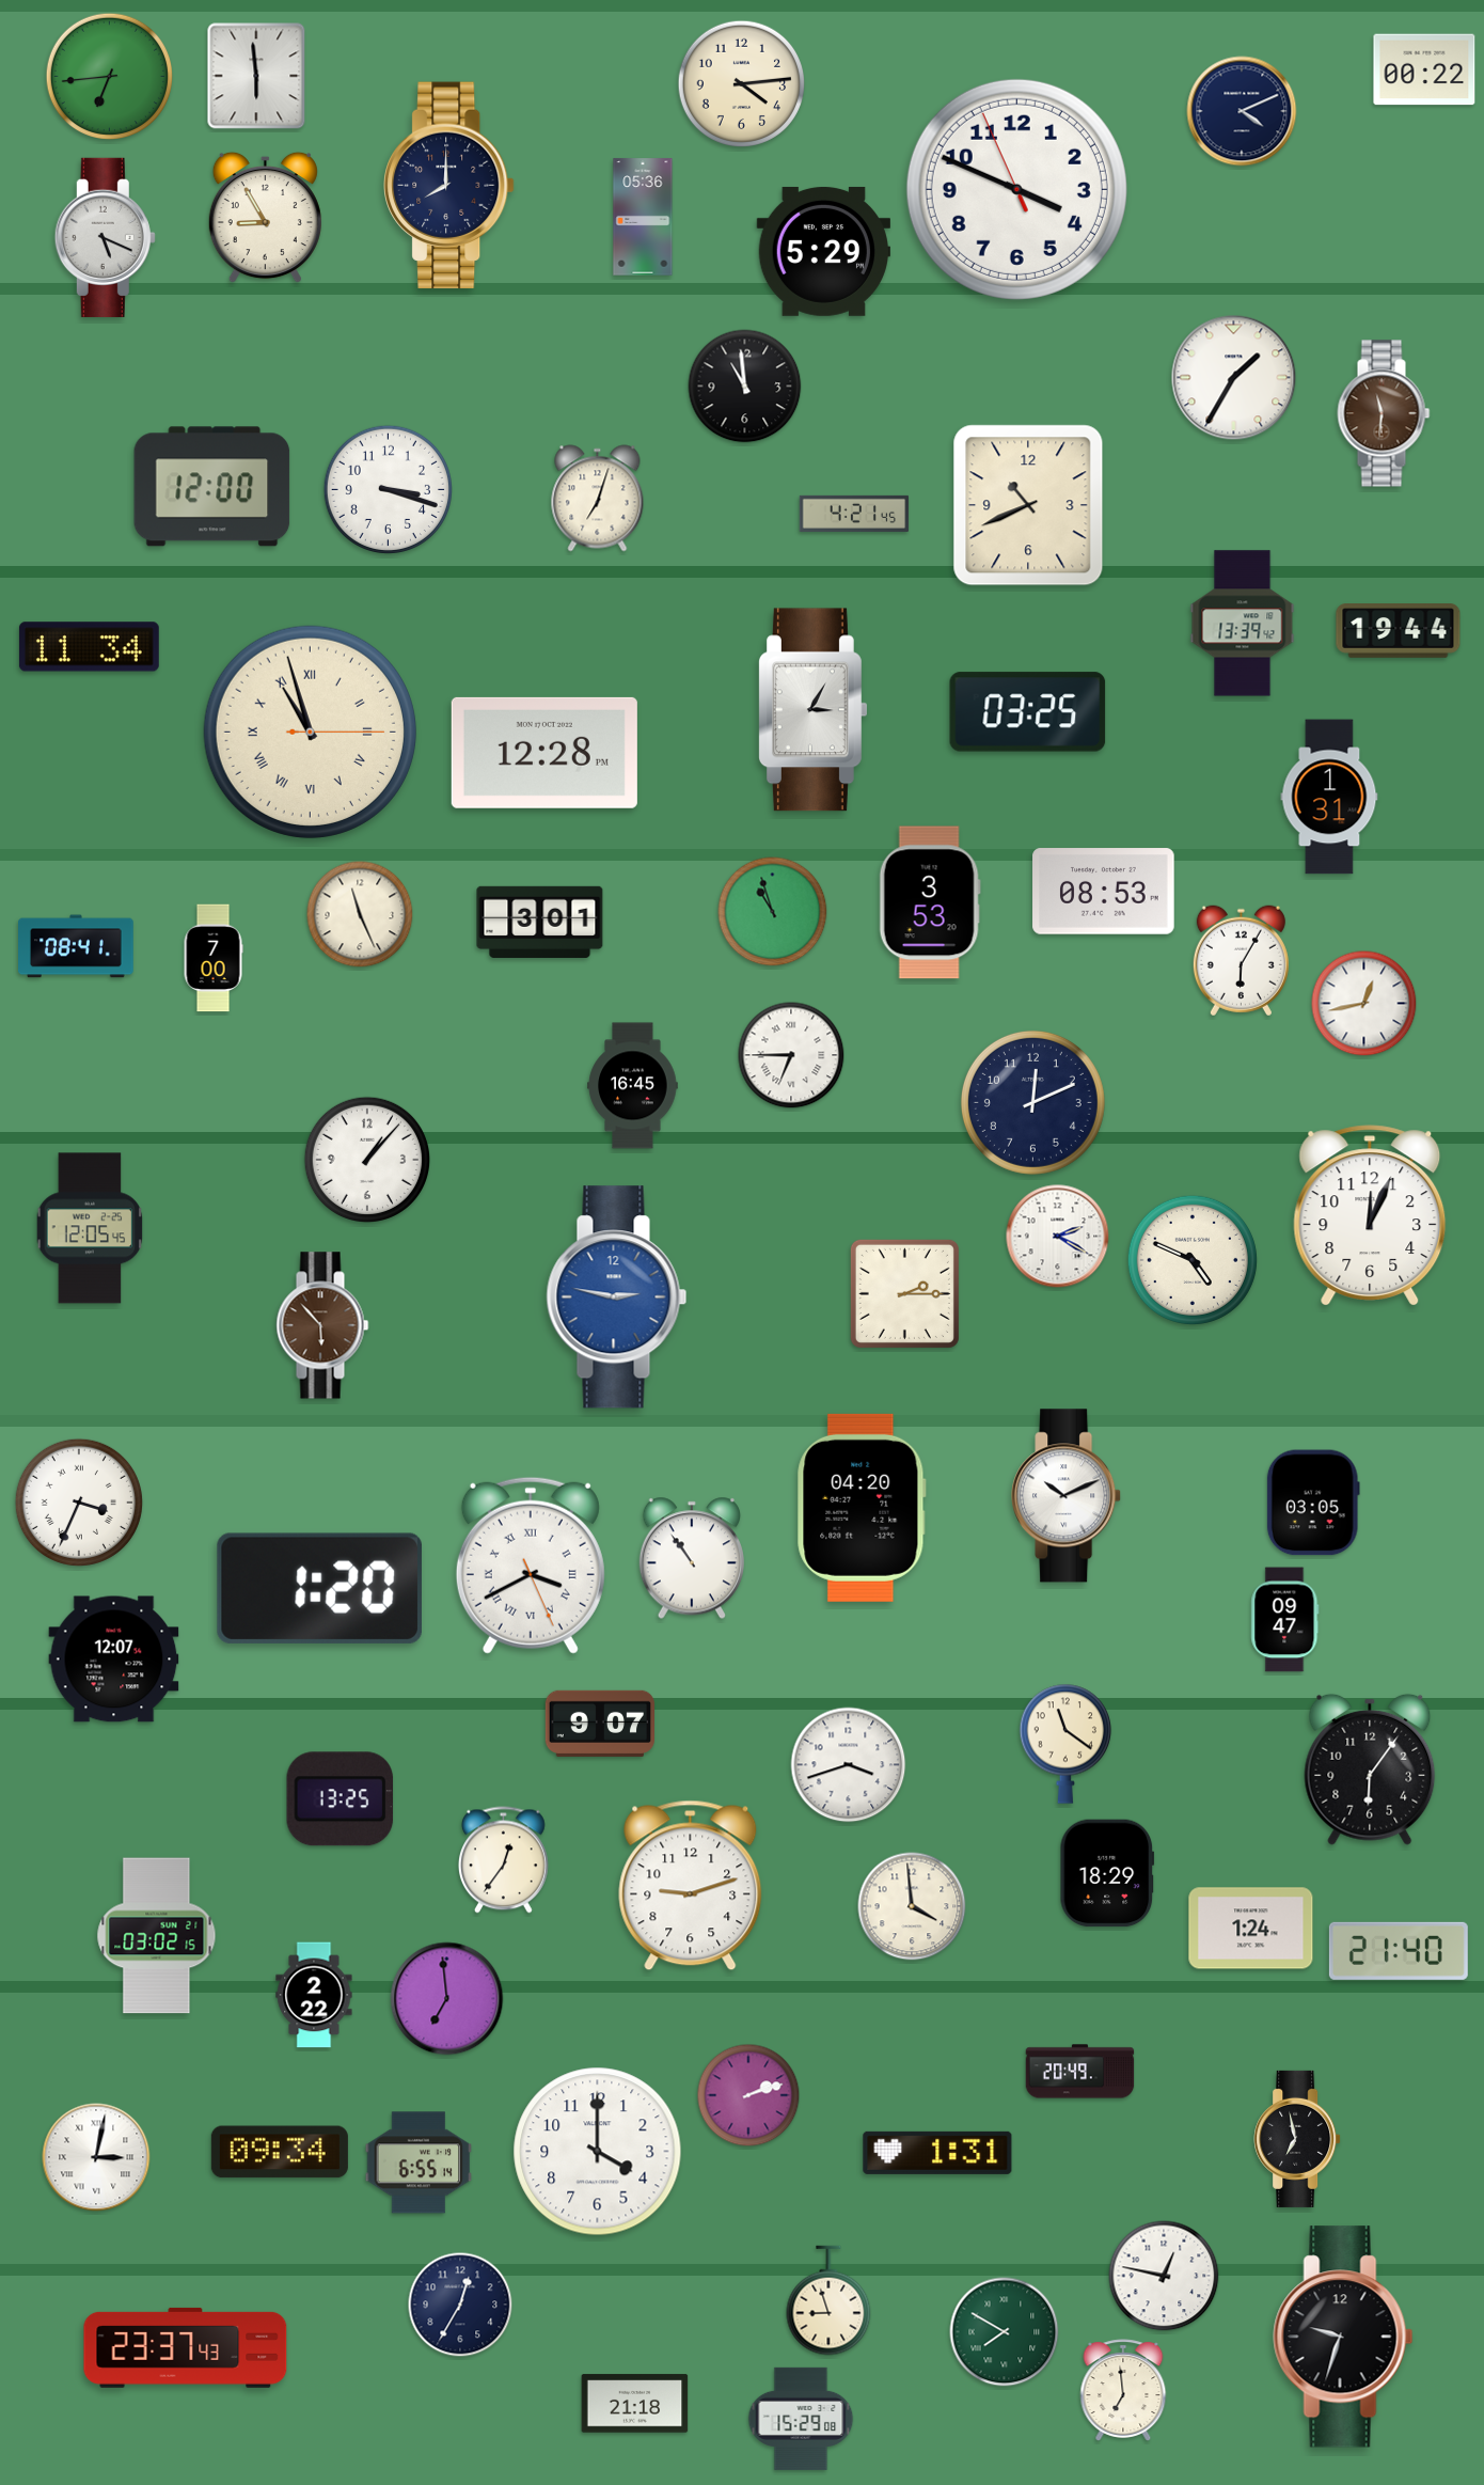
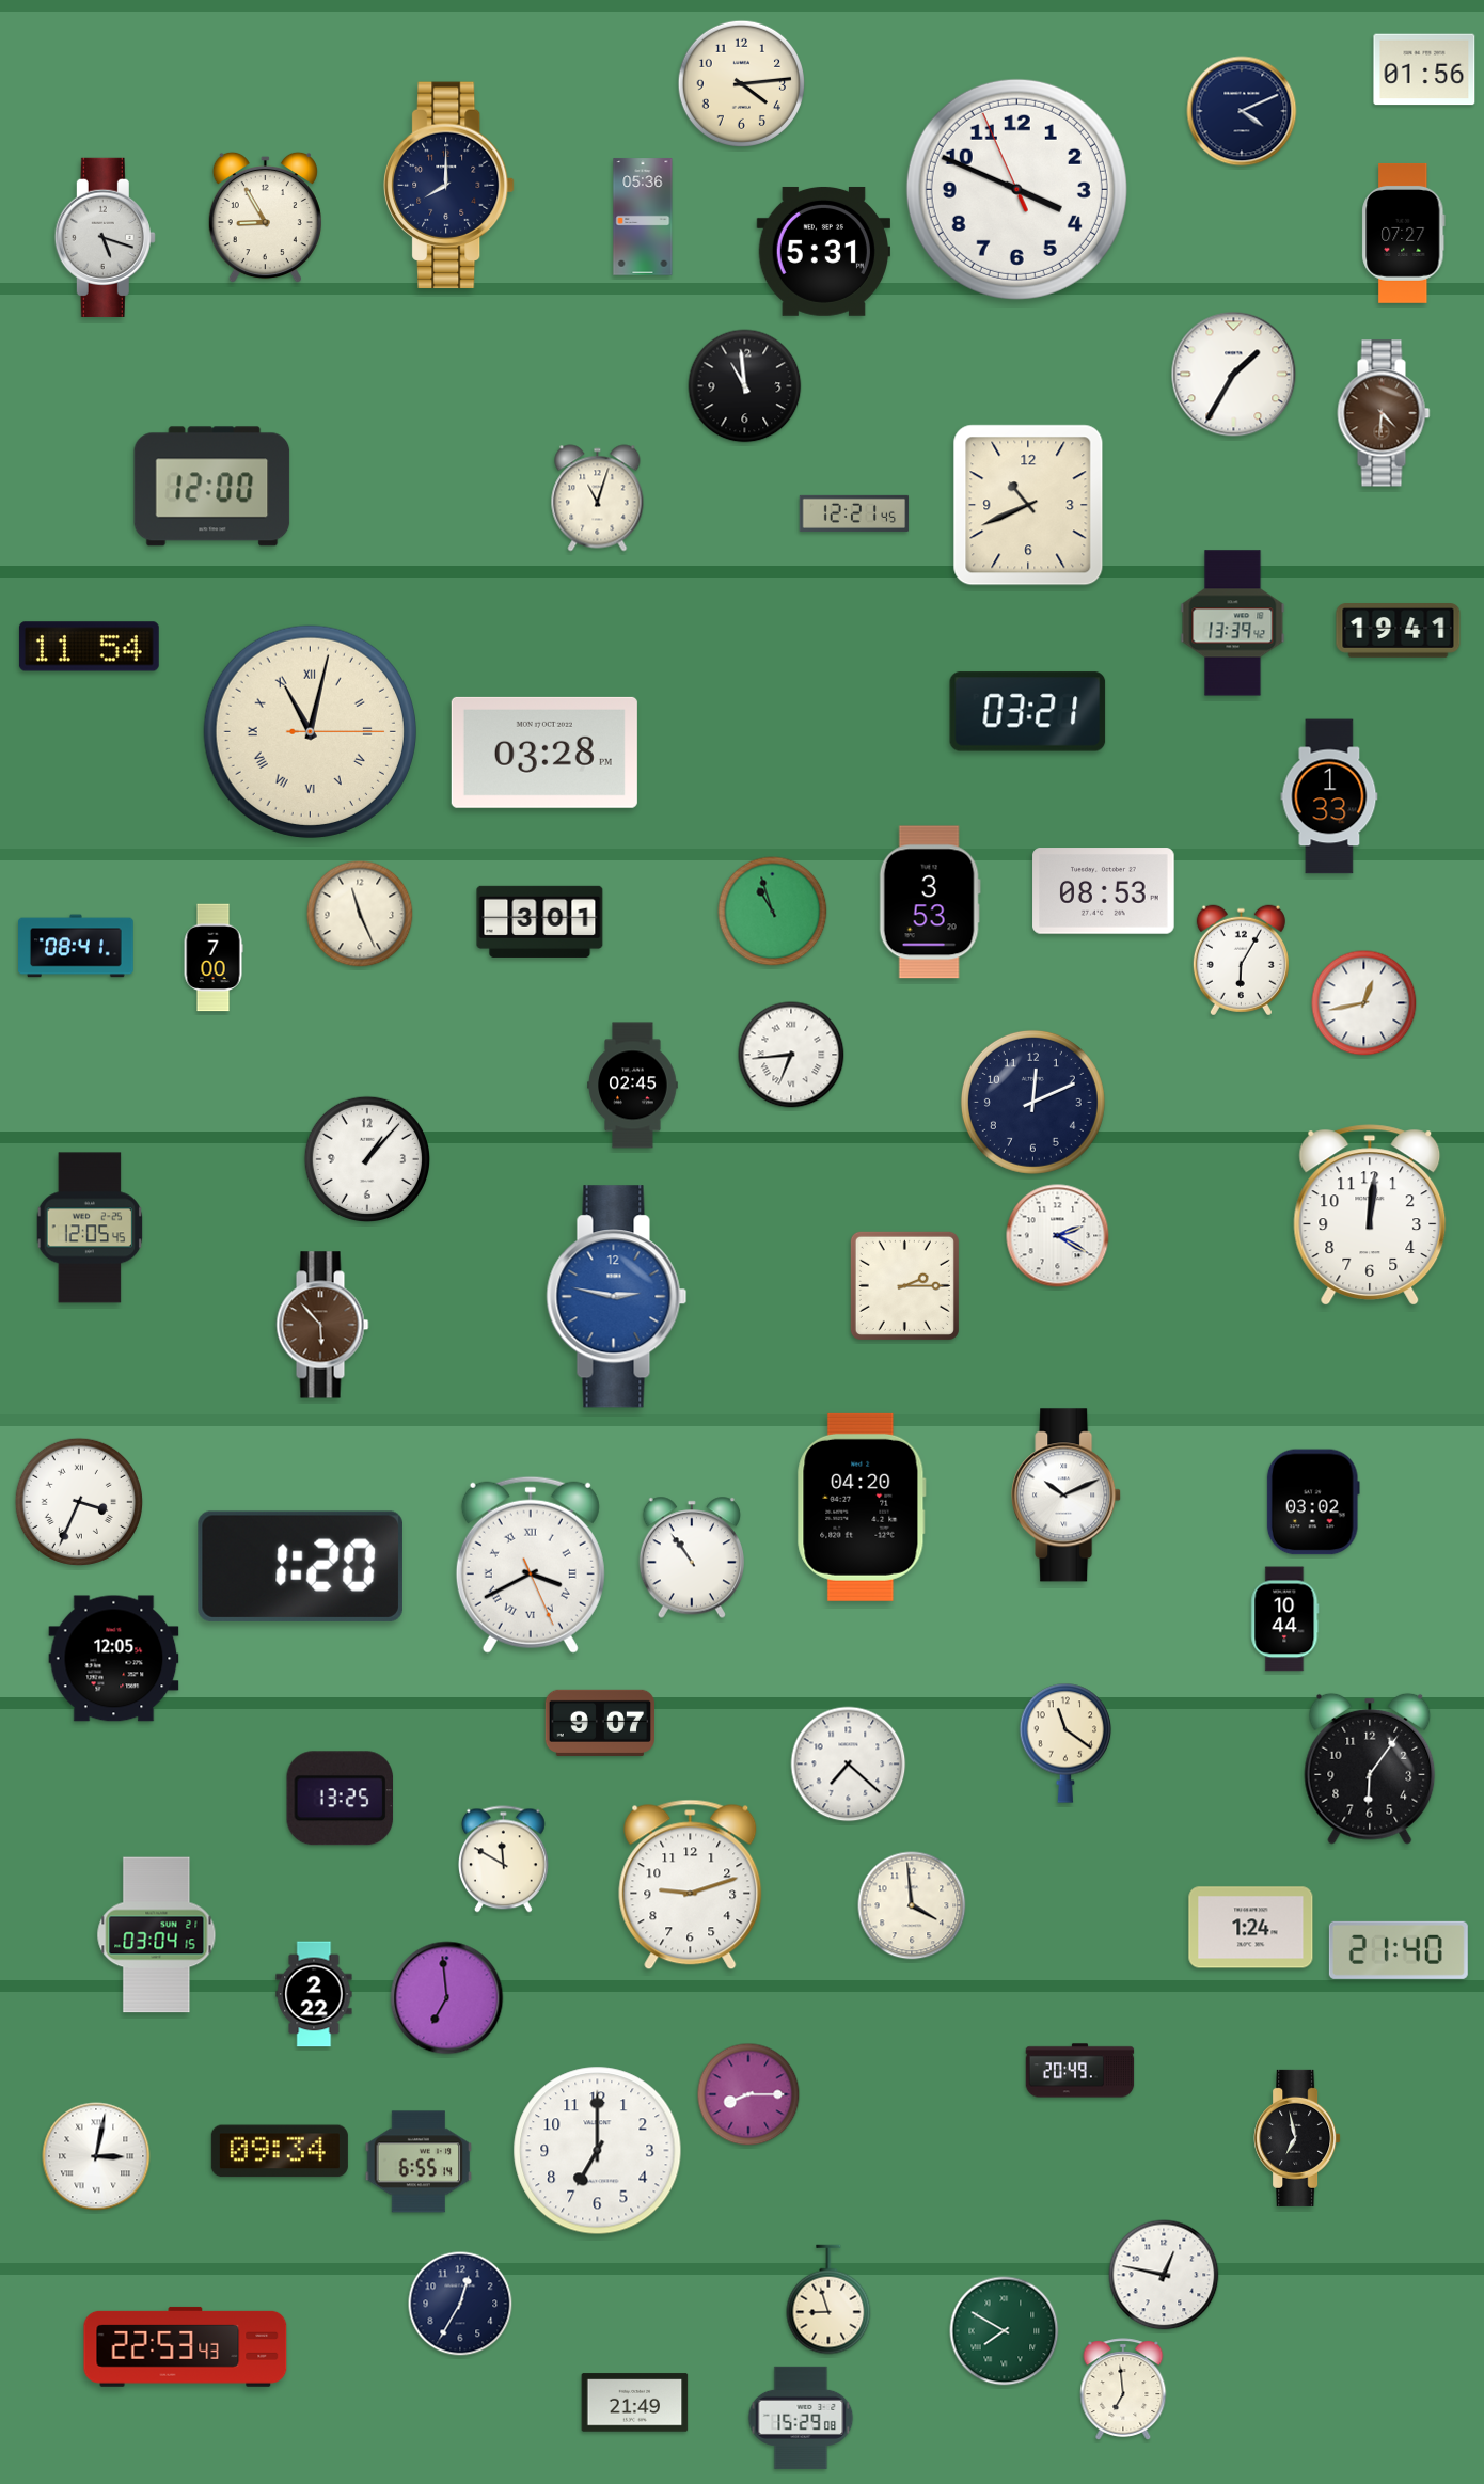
clock at (1424, 69): 00:22 -> 01:56
clock at (109, 76): 6:44 -> none
clock at (256, 76): 5:59 -> none
clock at (1404, 233): none -> 07:27
clock at (105, 237): 5:19 -> 5:18
clock at (823, 251): 5:29 -> 5:31
clock at (1234, 378) position: (1234, 378) -> (1234, 375)
clock at (1384, 413): 11:31 -> 4:31
clock at (388, 489): 3:18 -> none
clock at (598, 499): 7:03 -> 11:03
clock at (854, 514): 4:21 -> 12:21
clock at (1243, 624) position: (1243, 624) -> (1233, 623)
clock at (1399, 631): 19:44 -> 19:41
clock at (89, 647): 11:34 -> 11:54
clock at (812, 710): 3:05 -> none
clock at (1028, 712): 03:25 -> 03:21
clock at (310, 732): 10:57 -> 11:02
clock at (544, 753): 12:28 -> 03:28
clock at (1329, 797): 1:31 -> 1:33
clock at (791, 1055): 6:45 -> 6:44
clock at (633, 1086): 16:45 -> 02:45
clock at (1370, 1215): 12:04 -> 12:01
clock at (1193, 1260): 4:49 -> none
clock at (904, 1293) position: (904, 1293) -> (904, 1285)
clock at (1313, 1503): 03:05 -> 03:02
clock at (319, 1588) position: (319, 1588) -> (300, 1566)
clock at (1285, 1620): 09:47 -> 10:44
clock at (114, 1660): 12:07 -> 12:05
clock at (849, 1765): 3:42 -> 7:22
clock at (503, 1860): 12:36 -> 11:50
clock at (1107, 1873): 18:29 -> none
clock at (157, 1936): 03:02 -> 03:04
clock at (748, 2095): 2:12 -> 8:15
clock at (598, 2152): 4:00 -> 7:00
clock at (937, 2153): 1:31 -> none
clock at (1343, 2337): 9:33 -> none
clock at (186, 2347): 23:37 -> 22:53
clock at (635, 2404): 21:18 -> 21:49
